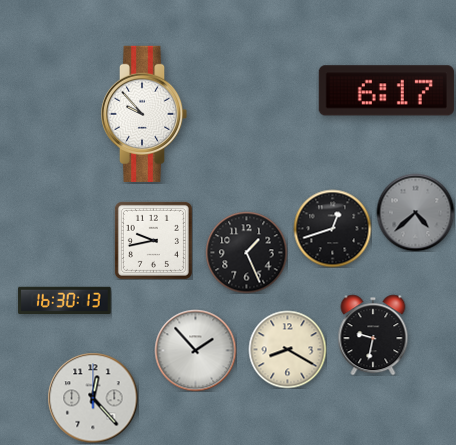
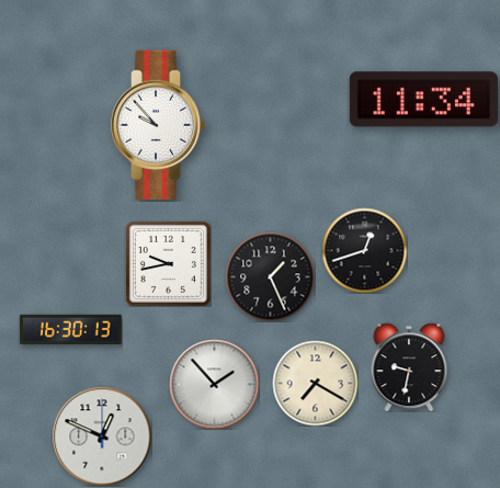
clock at (386, 91): 6:17 -> 11:34
clock at (415, 212): 4:38 -> none
clock at (287, 349): 8:20 -> 7:20
clock at (93, 398): 12:23 -> 12:49
